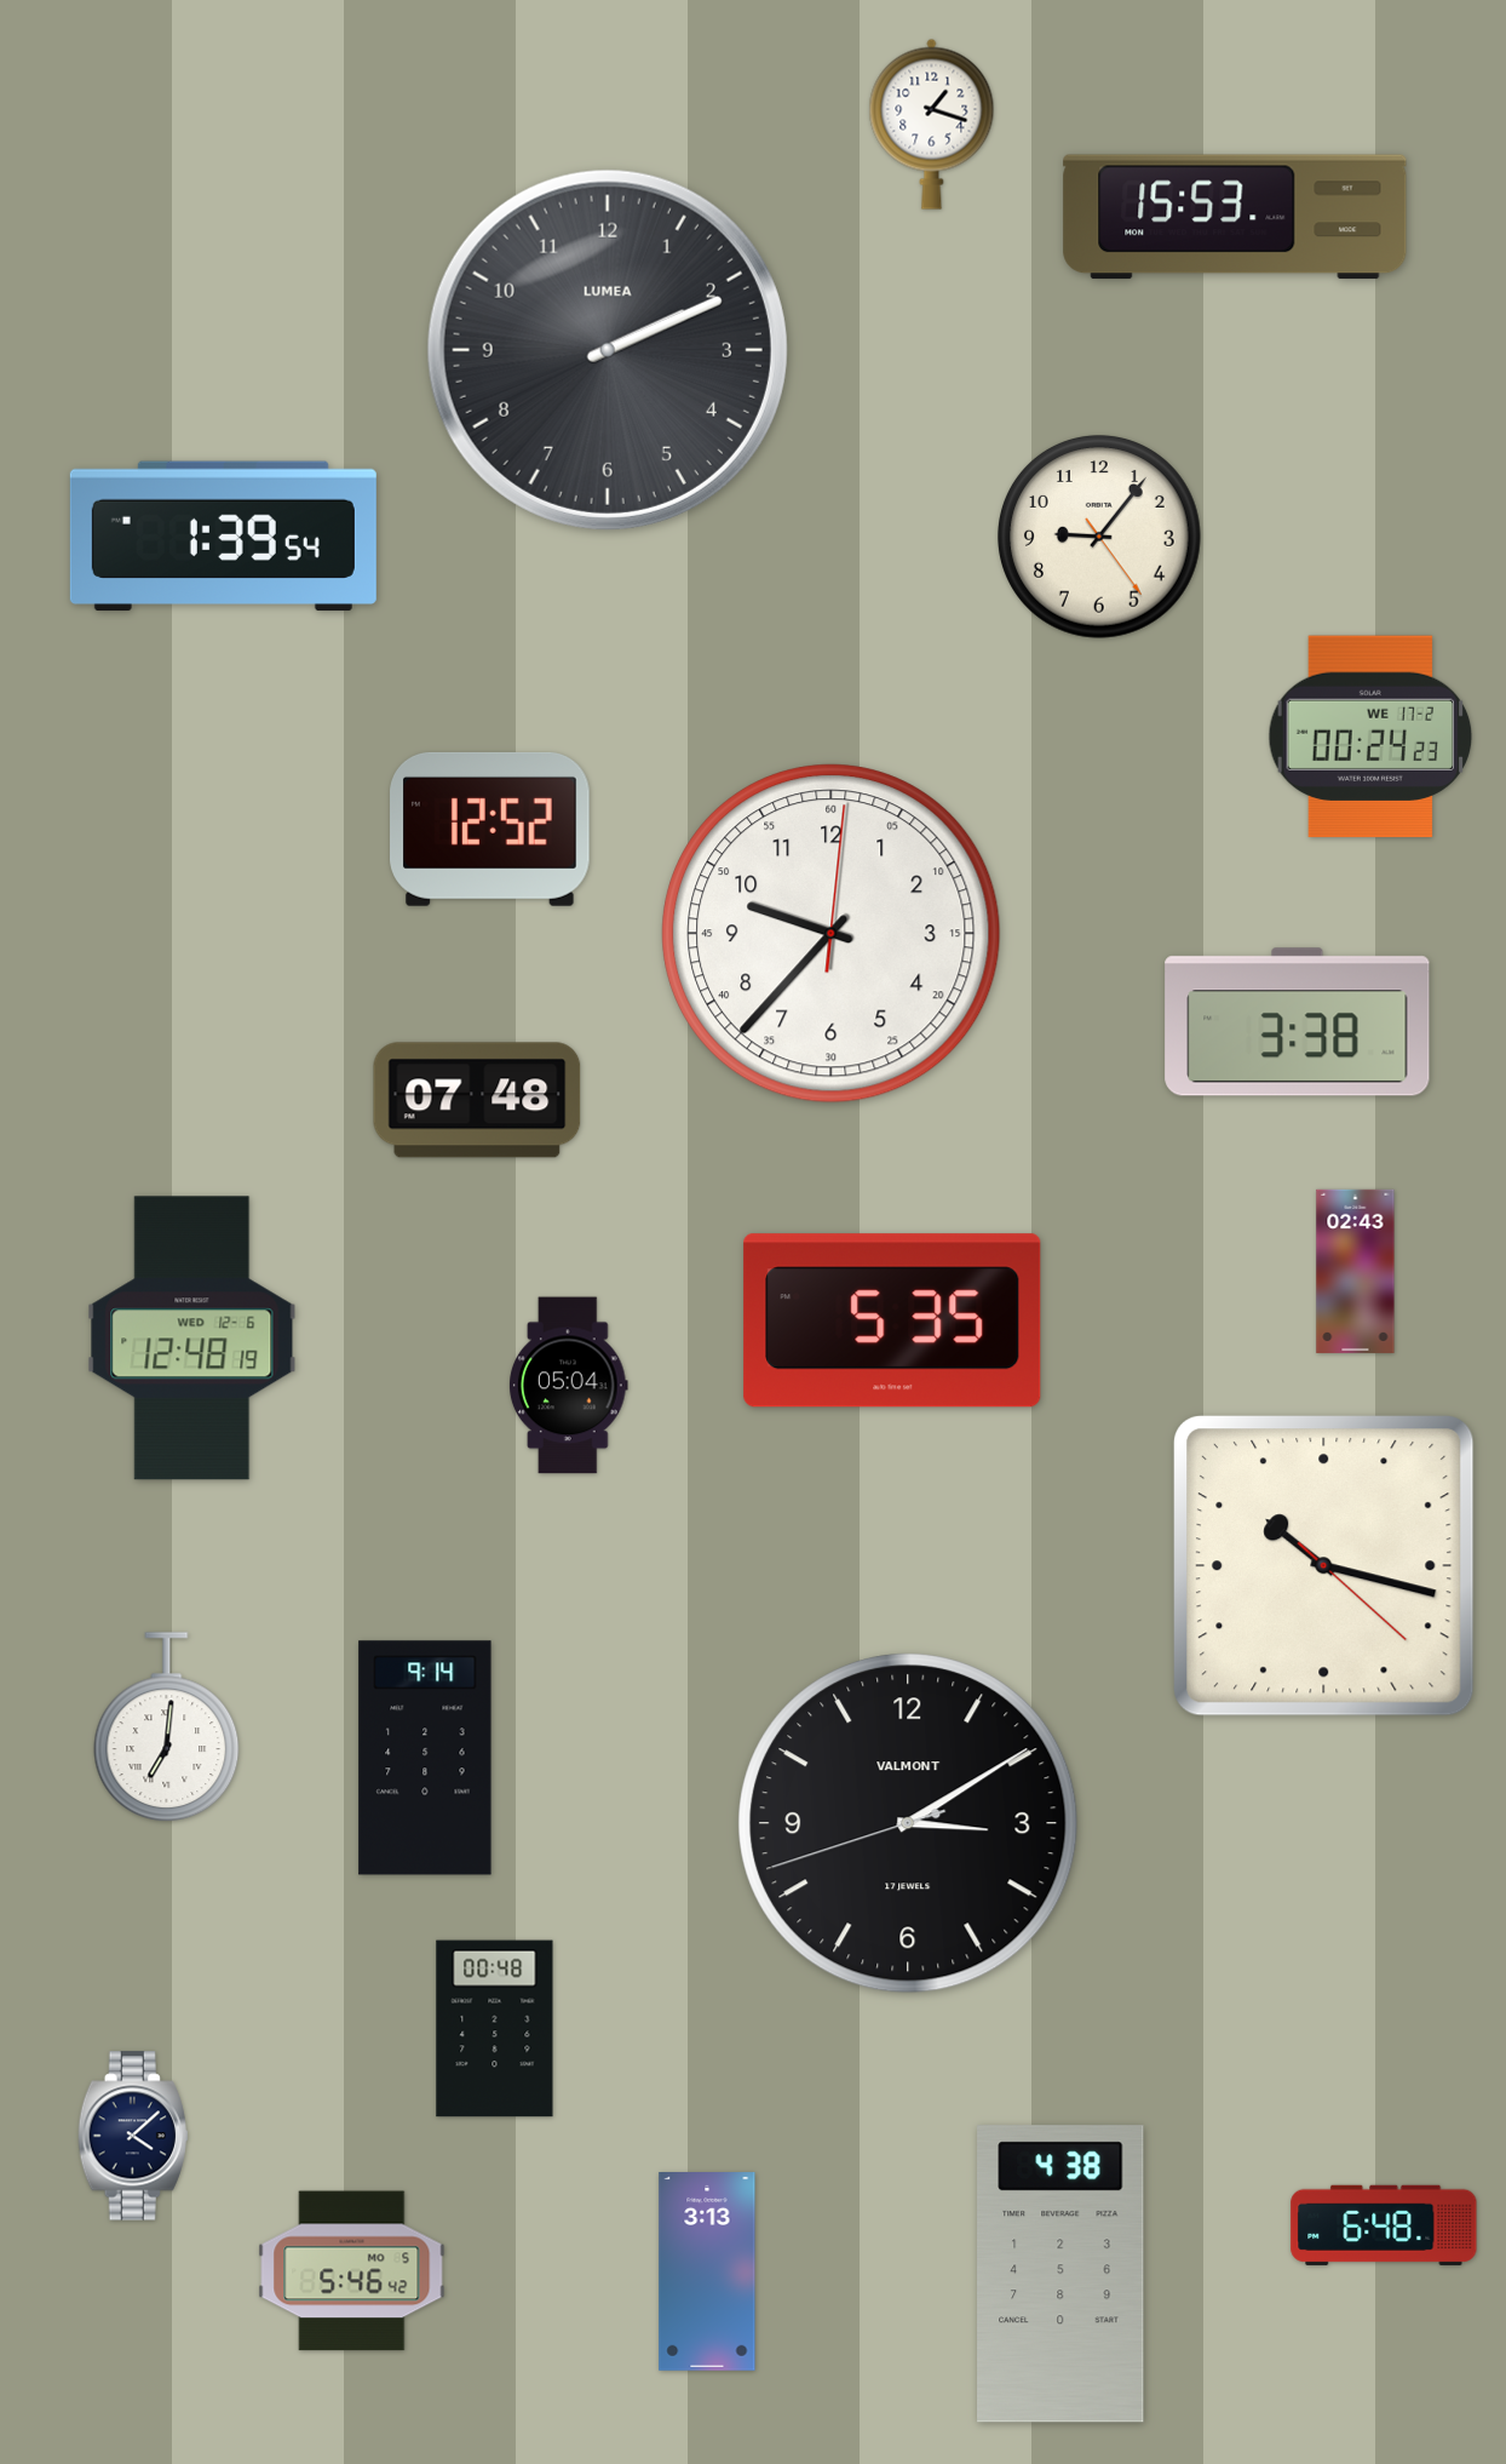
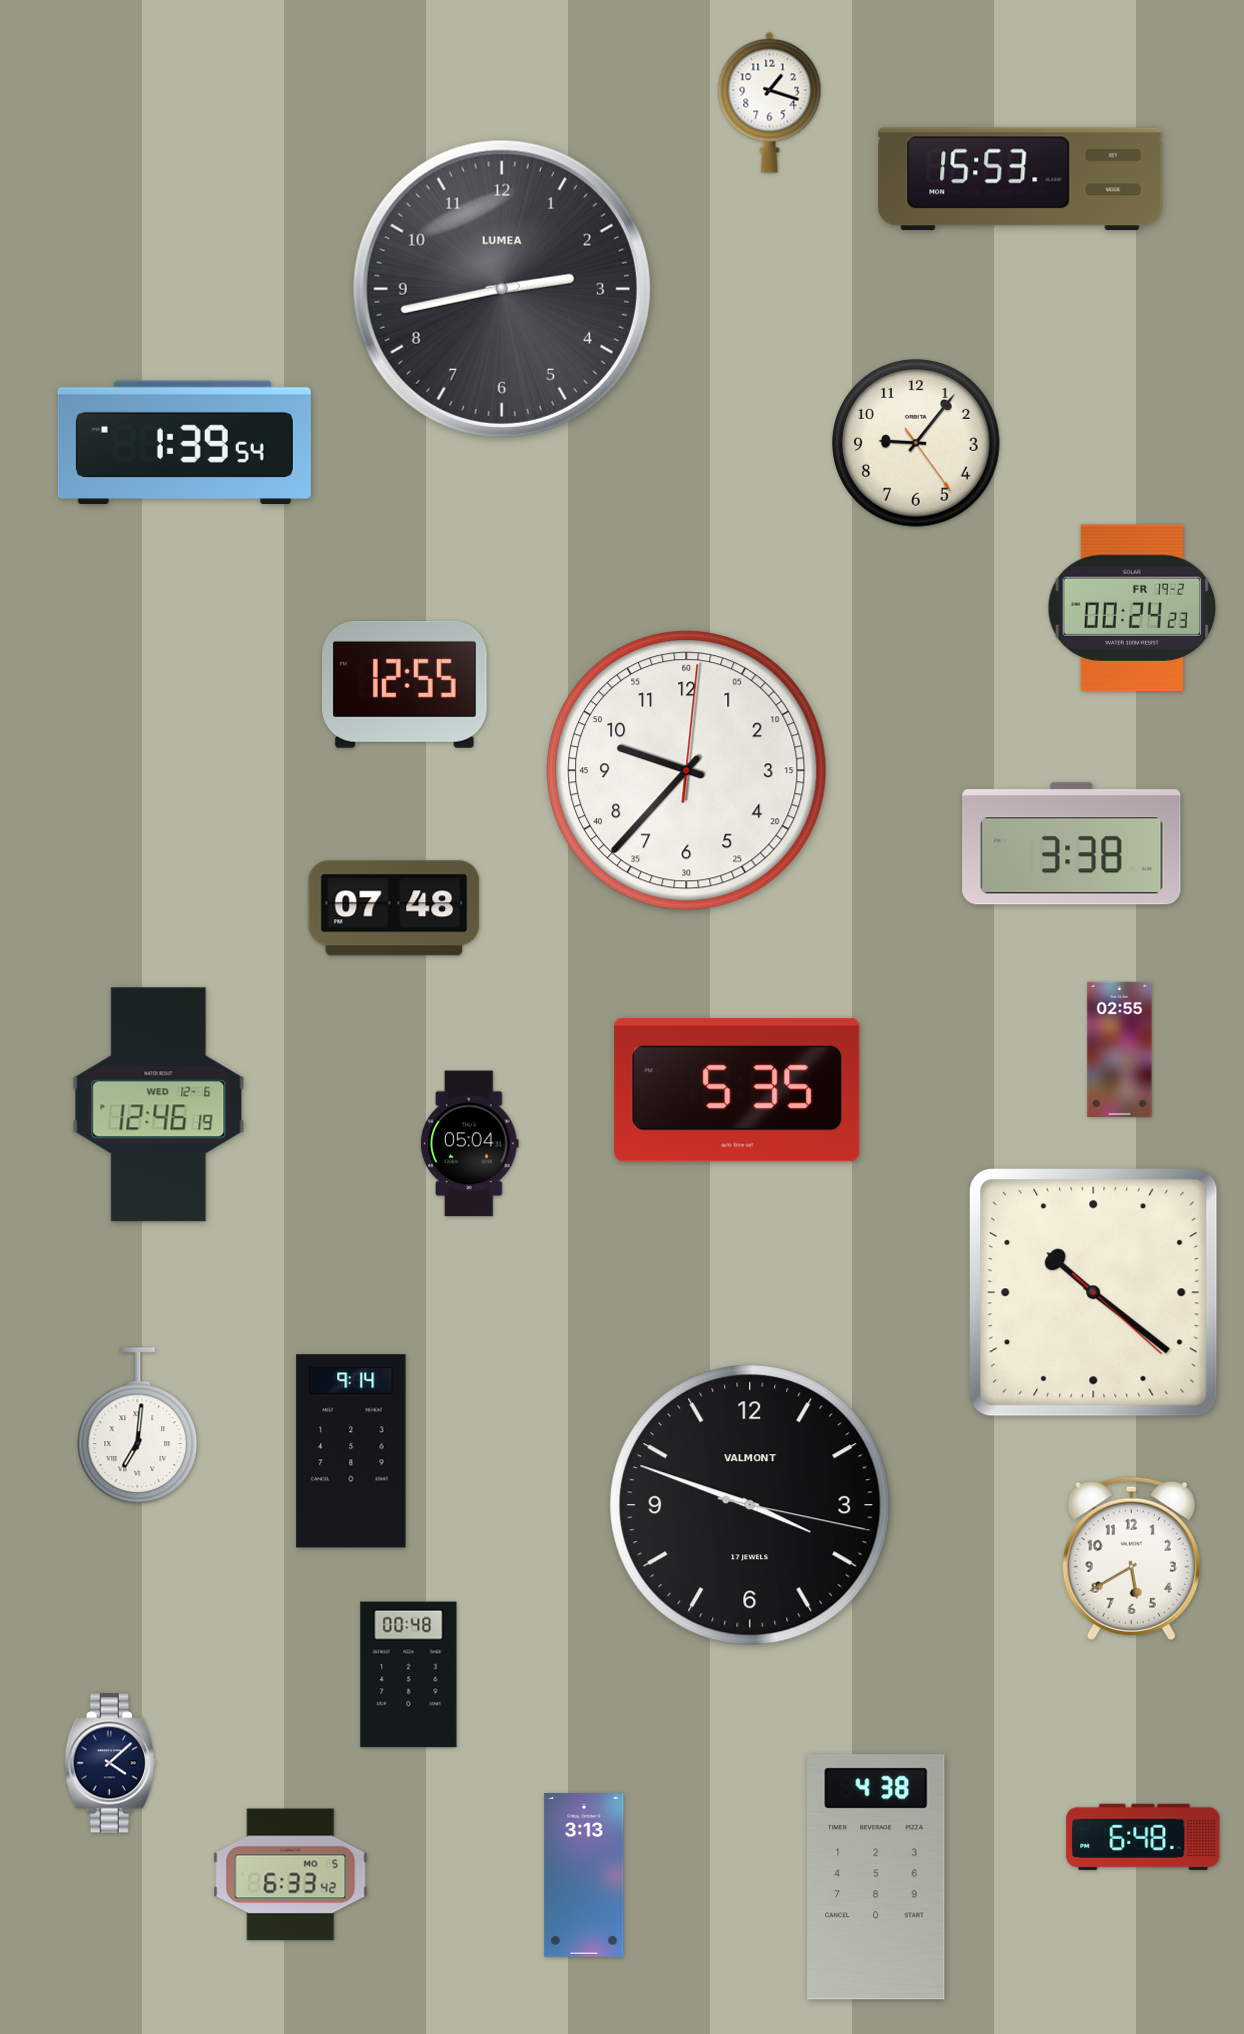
clock at (608, 350): 2:11 -> 2:43
clock at (1100, 538) position: (1100, 538) -> (917, 444)
clock at (1370, 737) date: WE 17-2 -> FR 19-2
clock at (490, 829): 12:52 -> 12:55
clock at (1356, 1271): 02:43 -> 02:55
clock at (192, 1339): 12:48 -> 12:46
clock at (1324, 1566): 10:17 -> 10:21
clock at (908, 1823): 3:09 -> 3:48
clock at (1131, 1558): none -> 5:40
clock at (352, 2271): 5:46 -> 6:33
